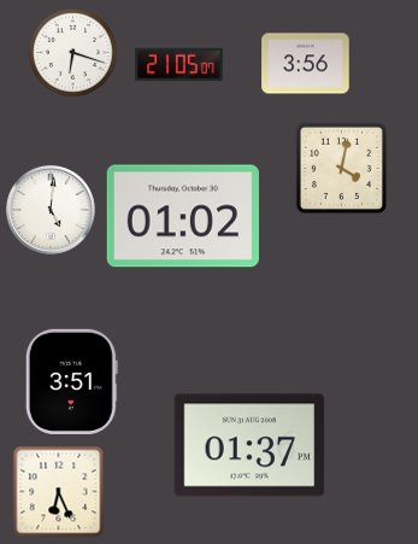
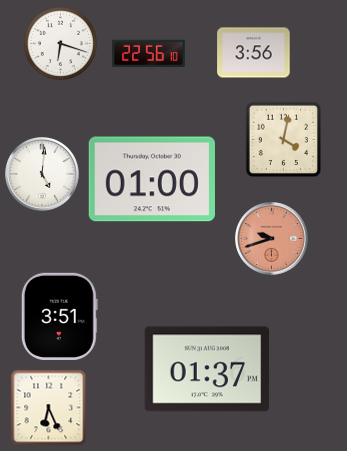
clock at (179, 65): 21:05 -> 22:56
clock at (183, 216): 01:02 -> 01:00
clock at (272, 239): none -> 9:42
